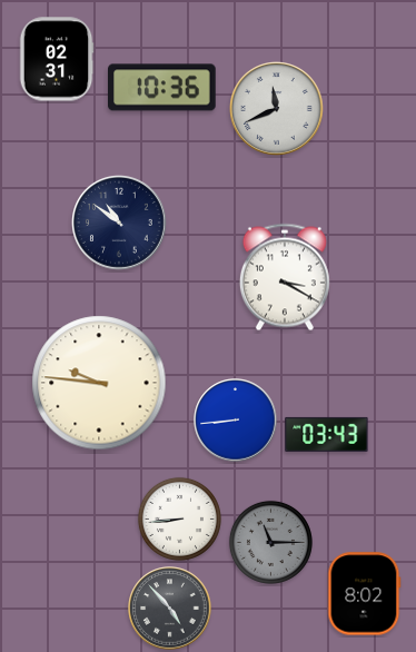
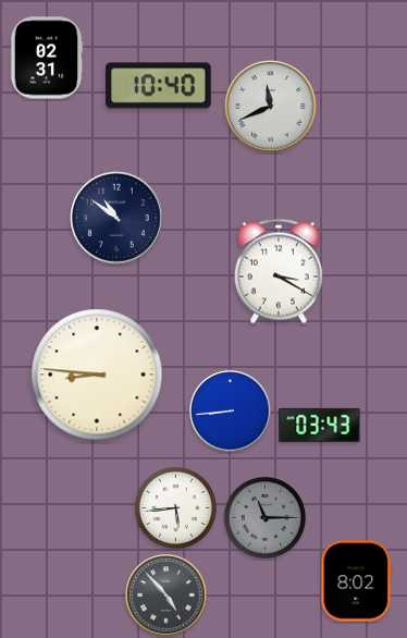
clock at (57, 59) position: (57, 59) -> (47, 58)
clock at (162, 88): 10:36 -> 10:40
clock at (99, 383): 9:46 -> 8:46
clock at (179, 518): 8:44 -> 5:44
clock at (270, 542) position: (270, 542) -> (264, 517)
